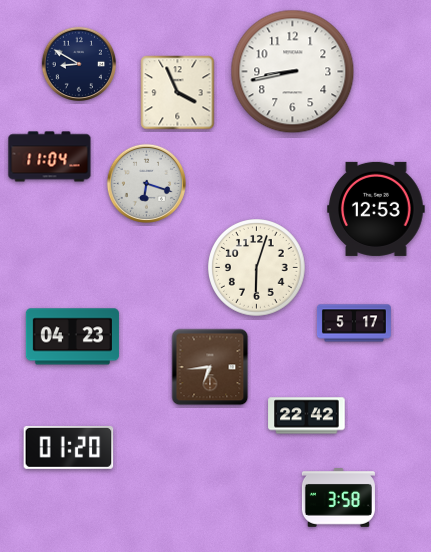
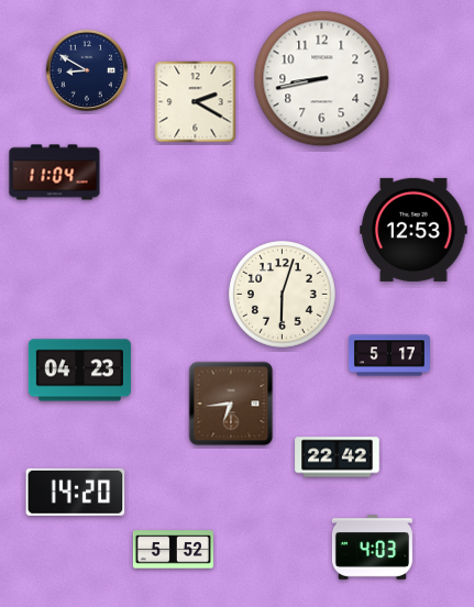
clock at (178, 93): 3:56 -> 2:20
clock at (146, 183): 6:18 -> none
clock at (69, 447): 01:20 -> 14:20
clock at (338, 498): 3:58 -> 4:03
clock at (173, 550): none -> 5:52
